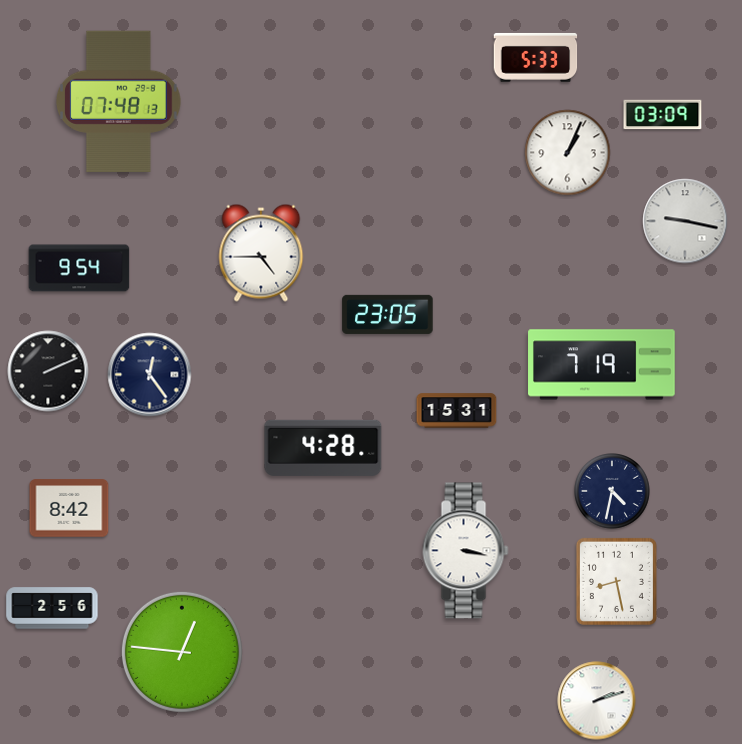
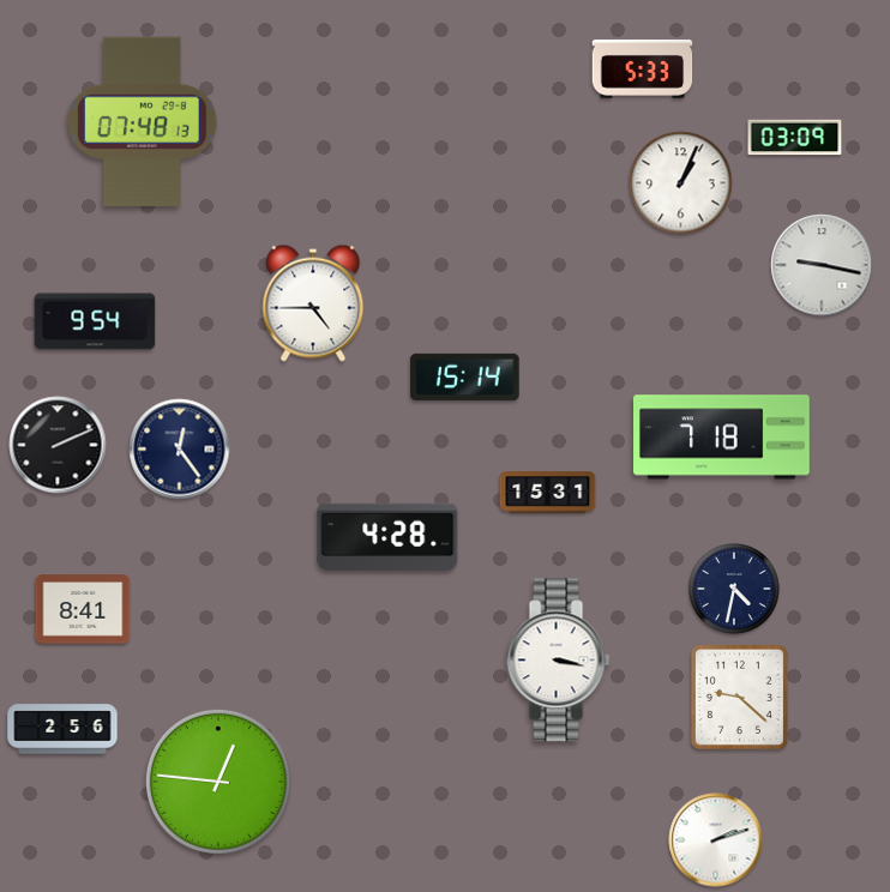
clock at (388, 314): 23:05 -> 15:14
clock at (602, 365): 7:19 -> 7:18
clock at (69, 508): 8:42 -> 8:41
clock at (616, 581): 8:28 -> 9:22
